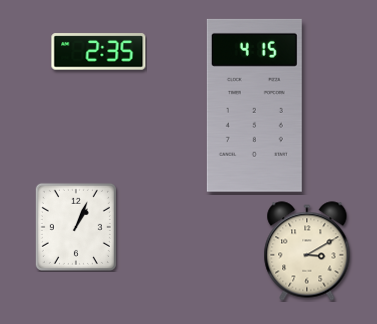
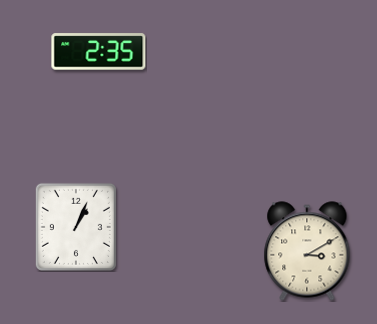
clock at (254, 105): 4:15 -> none
